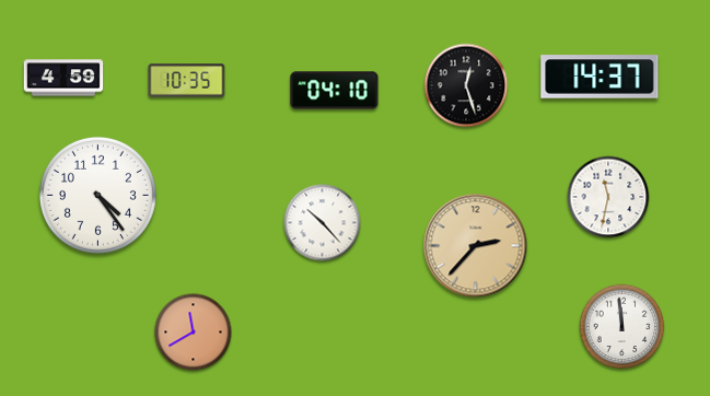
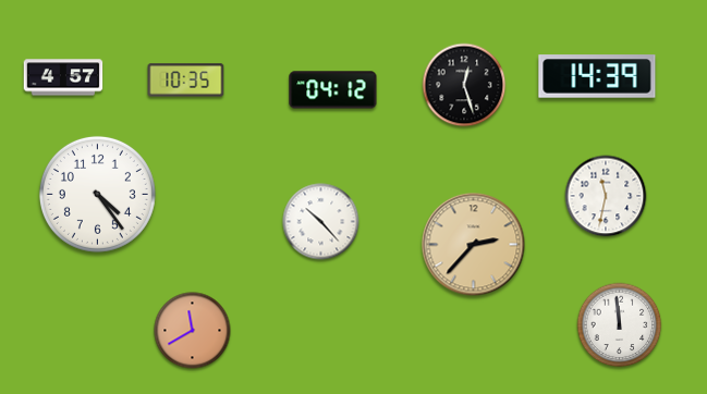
clock at (600, 77): 14:37 -> 14:39
clock at (63, 78): 4:59 -> 4:57
clock at (335, 91): 04:10 -> 04:12
